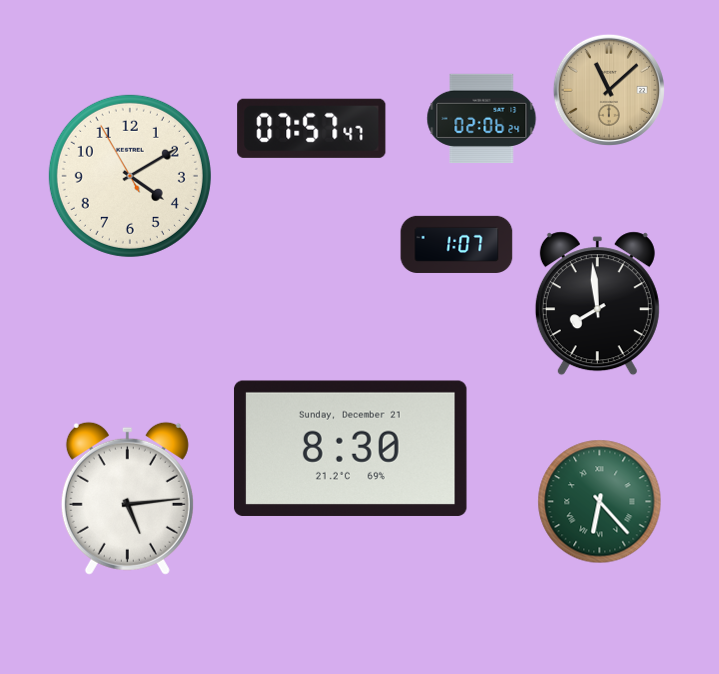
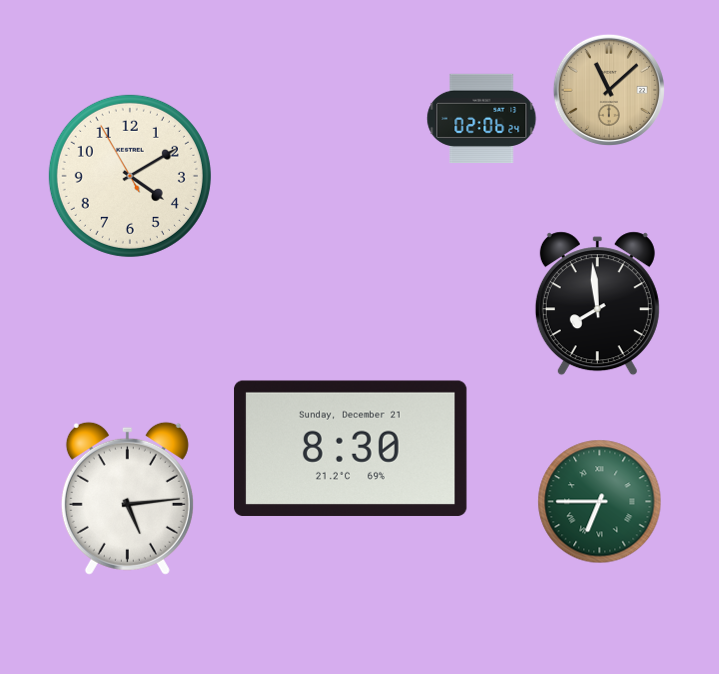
clock at (312, 128): 07:57 -> none
clock at (457, 244): 1:07 -> none
clock at (600, 502): 6:23 -> 6:45
